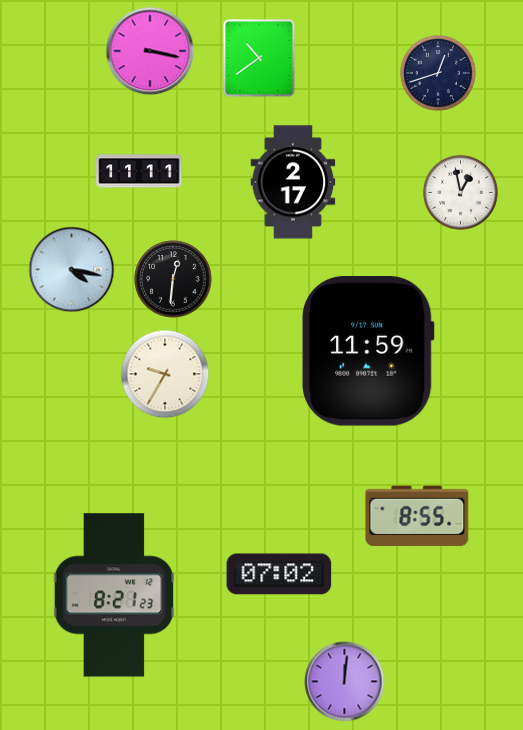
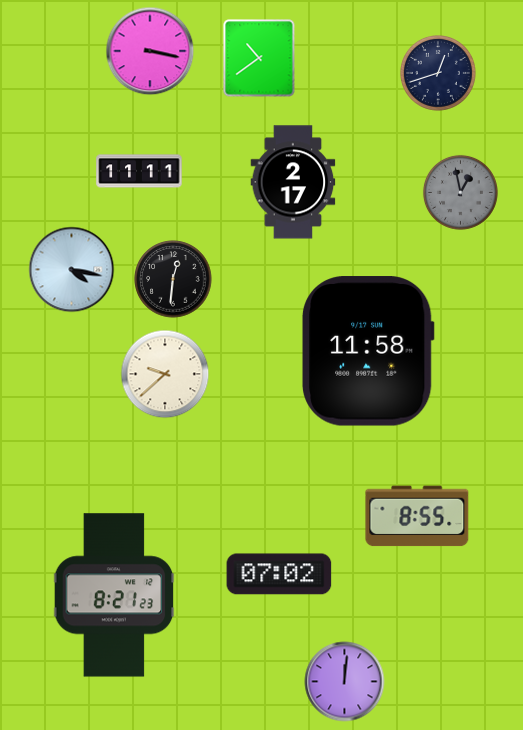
clock at (460, 192) dial: white -> grey
clock at (369, 351): 11:59 -> 11:58
clock at (165, 374): 9:35 -> 9:38
